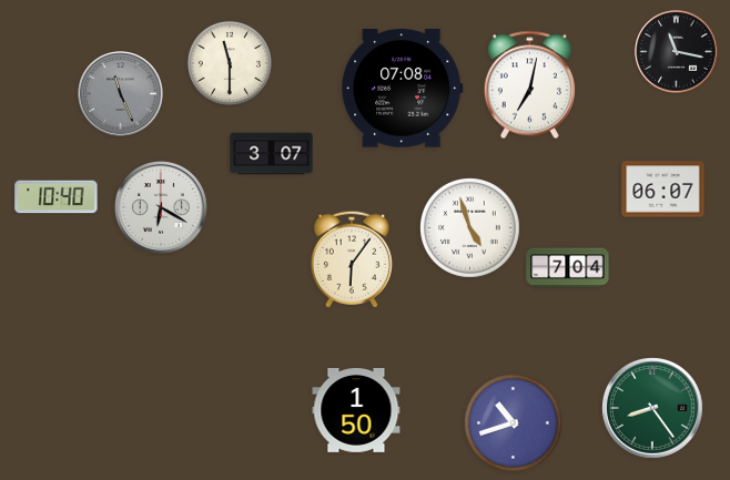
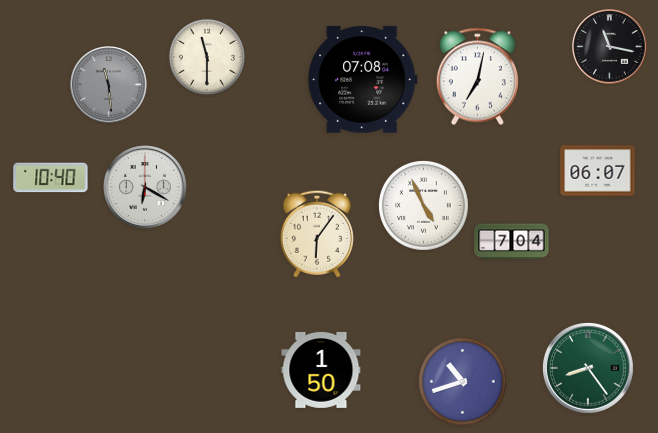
clock at (121, 94): 11:26 -> 11:29
clock at (272, 154): 3:07 -> none
clock at (470, 228): 4:57 -> 4:56
